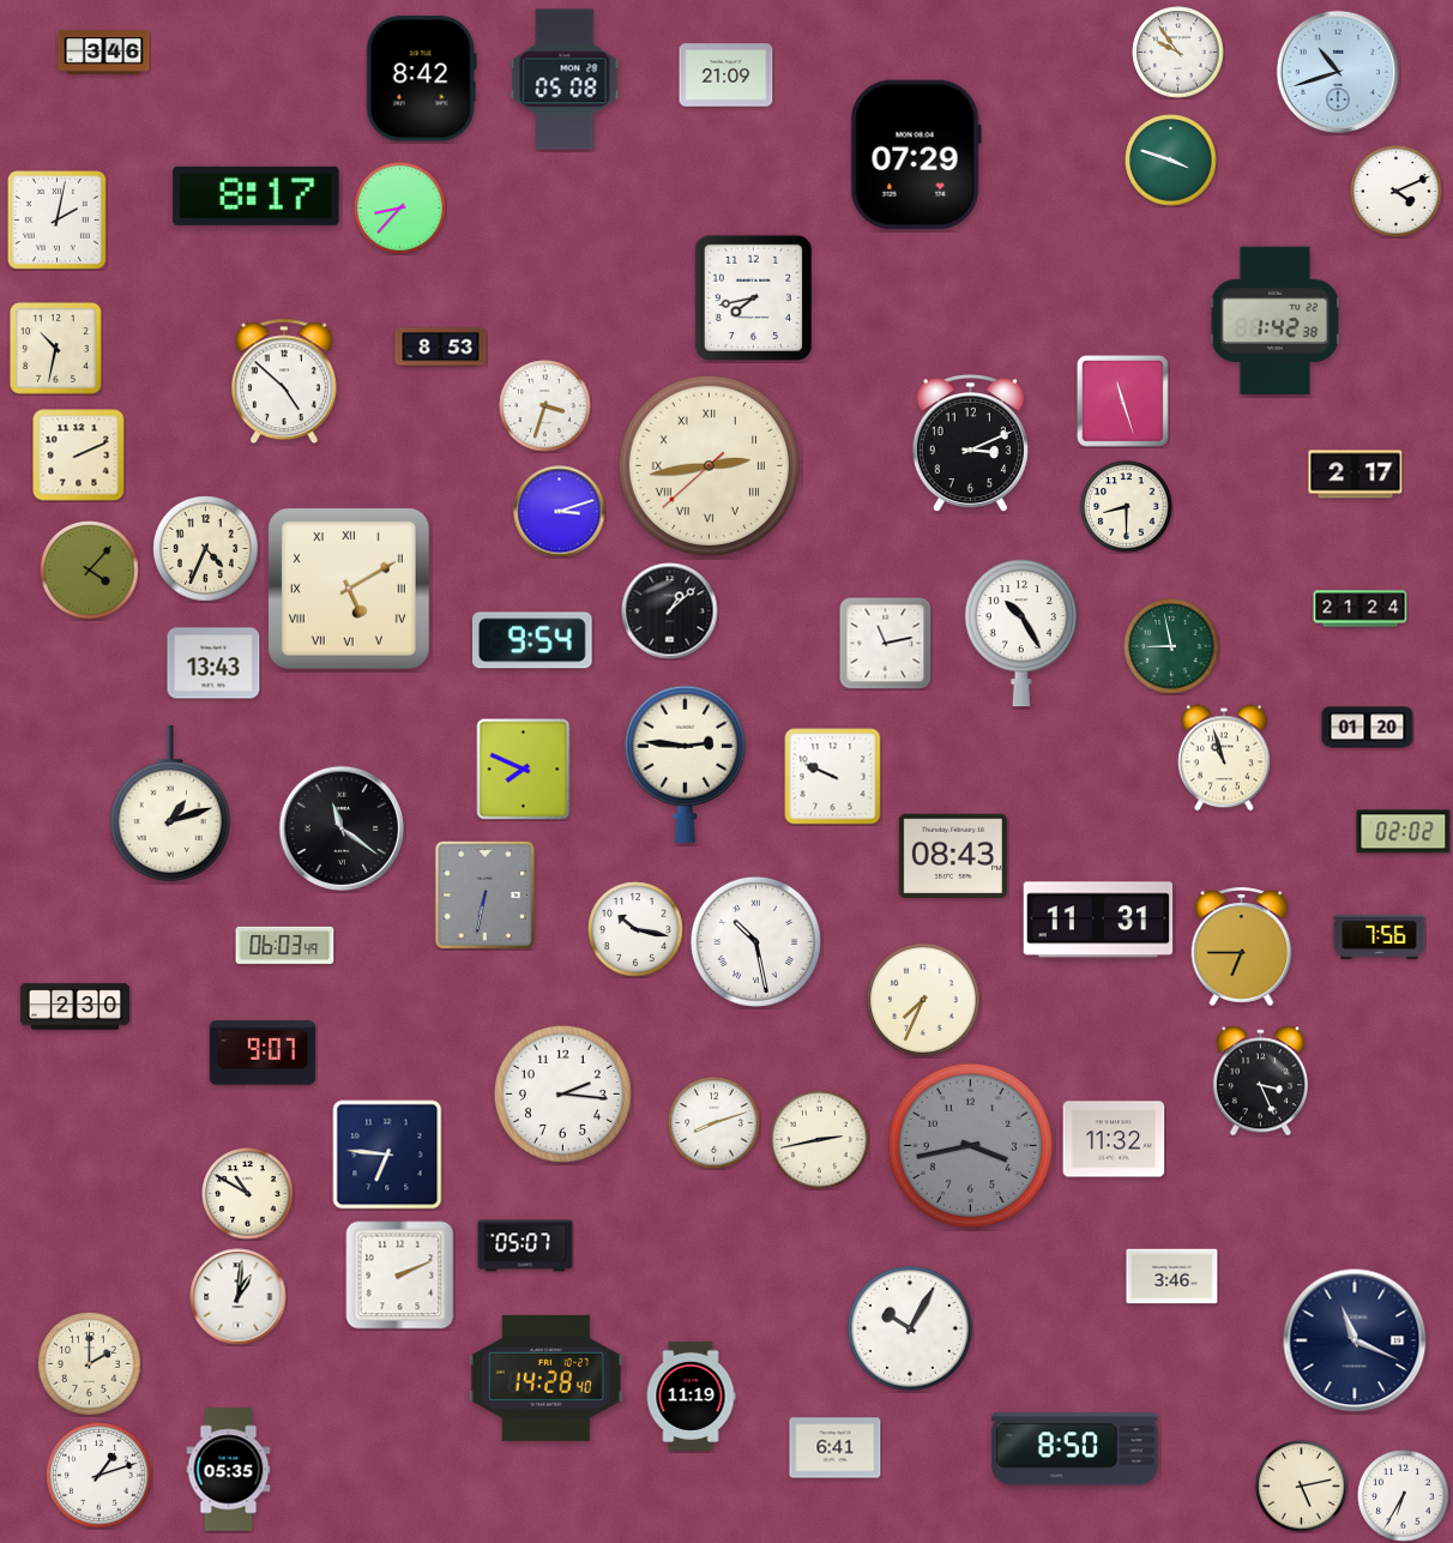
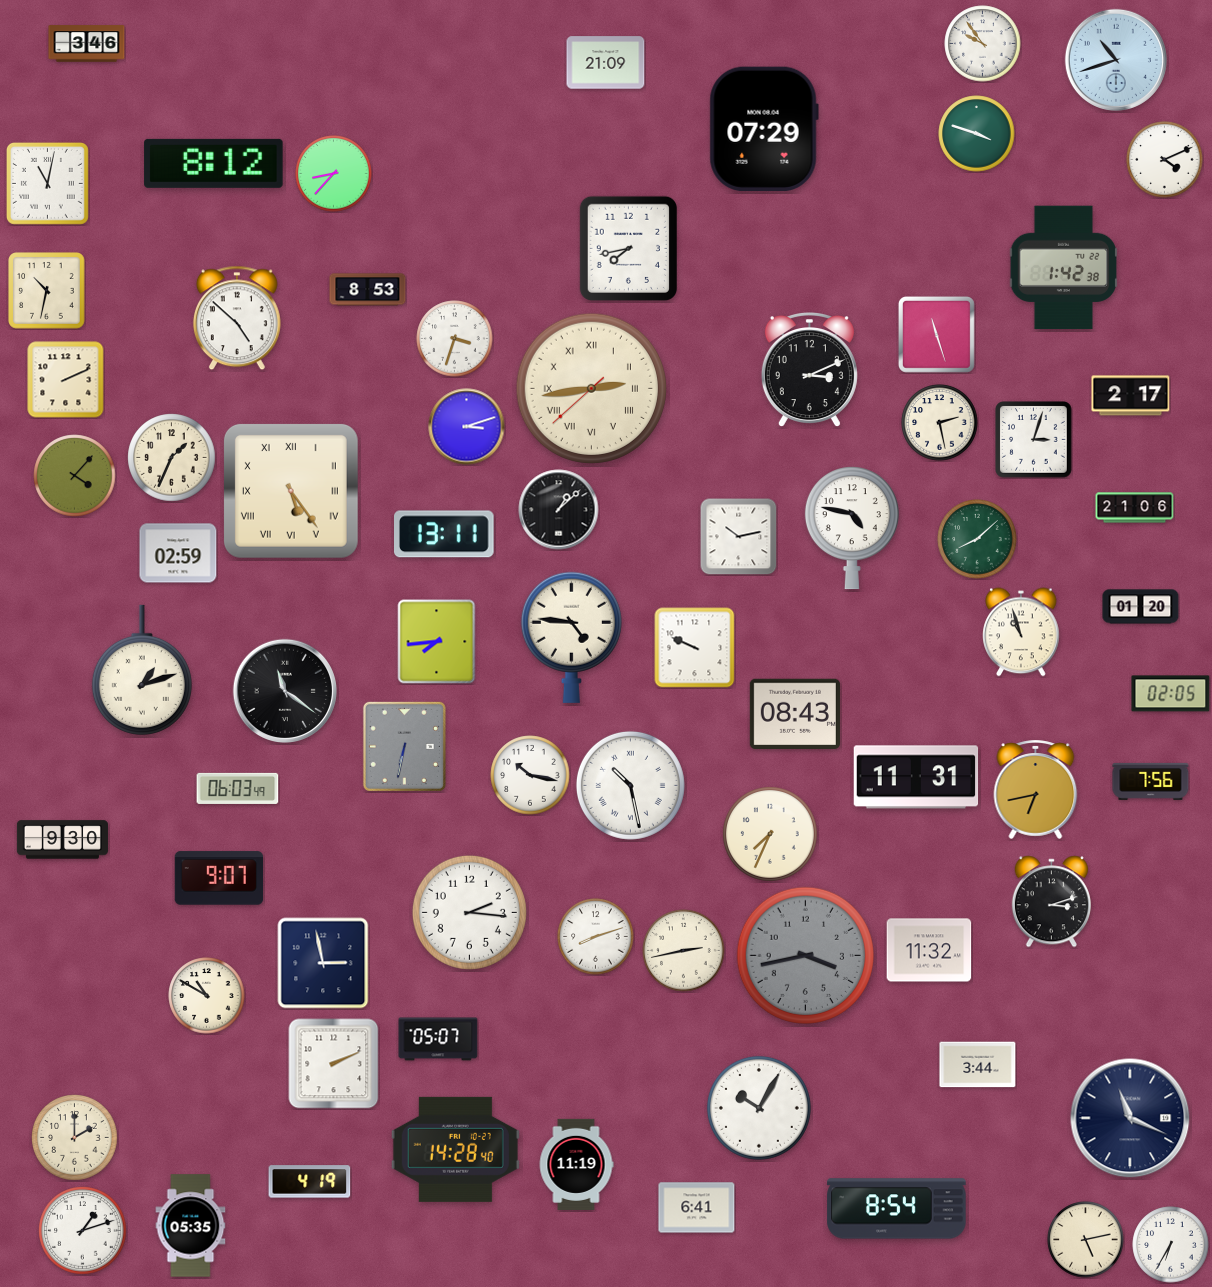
clock at (421, 79): 8:42 -> none
clock at (565, 79): 05:08 -> none
clock at (257, 195): 8:17 -> 8:12
clock at (56, 219): 2:02 -> 11:02
clock at (1127, 507): 8:30 -> 2:28
clock at (1034, 440): none -> 3:03
clock at (206, 549): 4:34 -> 1:34
clock at (349, 589): 5:10 -> 5:24
clock at (1361, 609): 21:24 -> 21:06
clock at (1021, 633): 10:25 -> 4:47
clock at (533, 640): 9:54 -> 13:11
clock at (885, 643): 11:13 -> 10:13
clock at (1171, 646): 8:58 -> 8:08
clock at (213, 663): 13:43 -> 02:59
clock at (685, 764): 2:46 -> 4:46
clock at (524, 770): 7:49 -> 7:44
clock at (1404, 832): 02:02 -> 02:05
clock at (1098, 920) position: (1098, 920) -> (916, 777)
clock at (1242, 946): 6:45 -> 6:43
clock at (74, 1007): 2:30 -> 9:30
clock at (1260, 1081): 3:26 -> 3:12
clock at (970, 1145) position: (970, 1145) -> (805, 955)
clock at (387, 1155): 6:46 -> 2:58
clock at (1172, 1277): 3:46 -> 3:44
clock at (239, 1297): 1:01 -> none
clock at (310, 1182): none -> 4:19
clock at (1075, 1449): 8:50 -> 8:54
clock at (1404, 1496) position: (1404, 1496) -> (1171, 1245)
